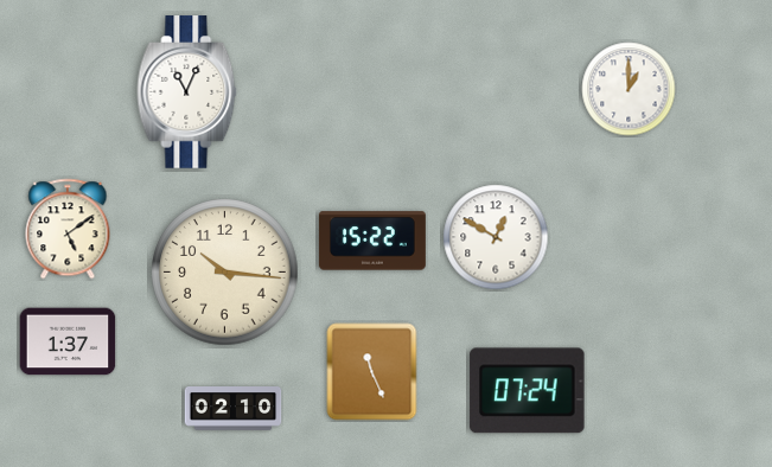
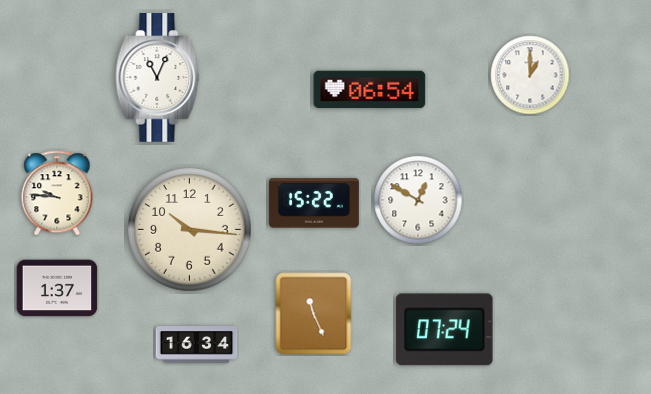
clock at (370, 90): none -> 06:54
clock at (68, 229): 5:09 -> 9:46
clock at (234, 409): 02:10 -> 16:34
